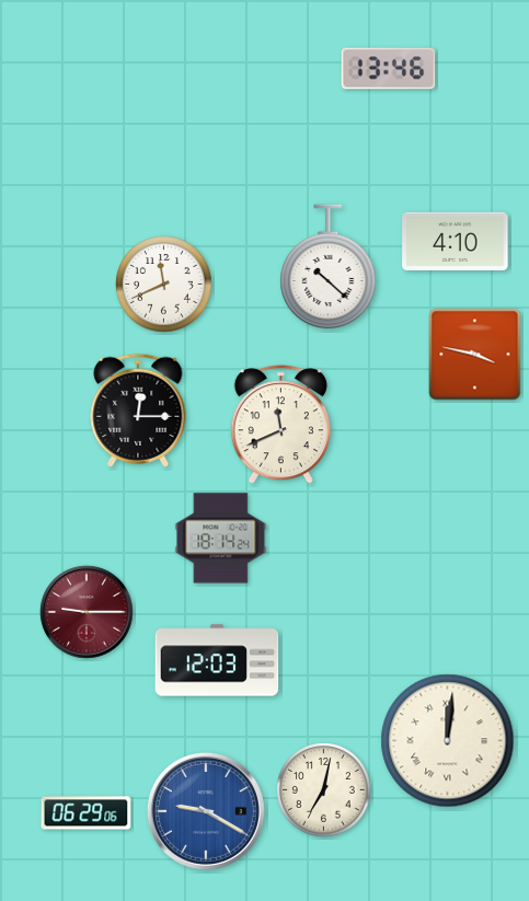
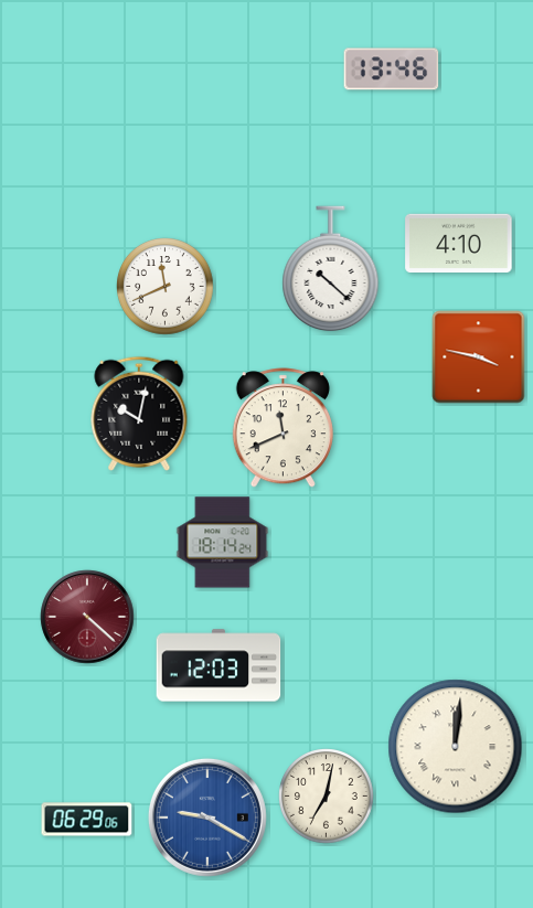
clock at (138, 411): 12:15 -> 10:02
clock at (87, 612): 9:15 -> 4:22
clock at (448, 741) position: (448, 741) -> (456, 747)
